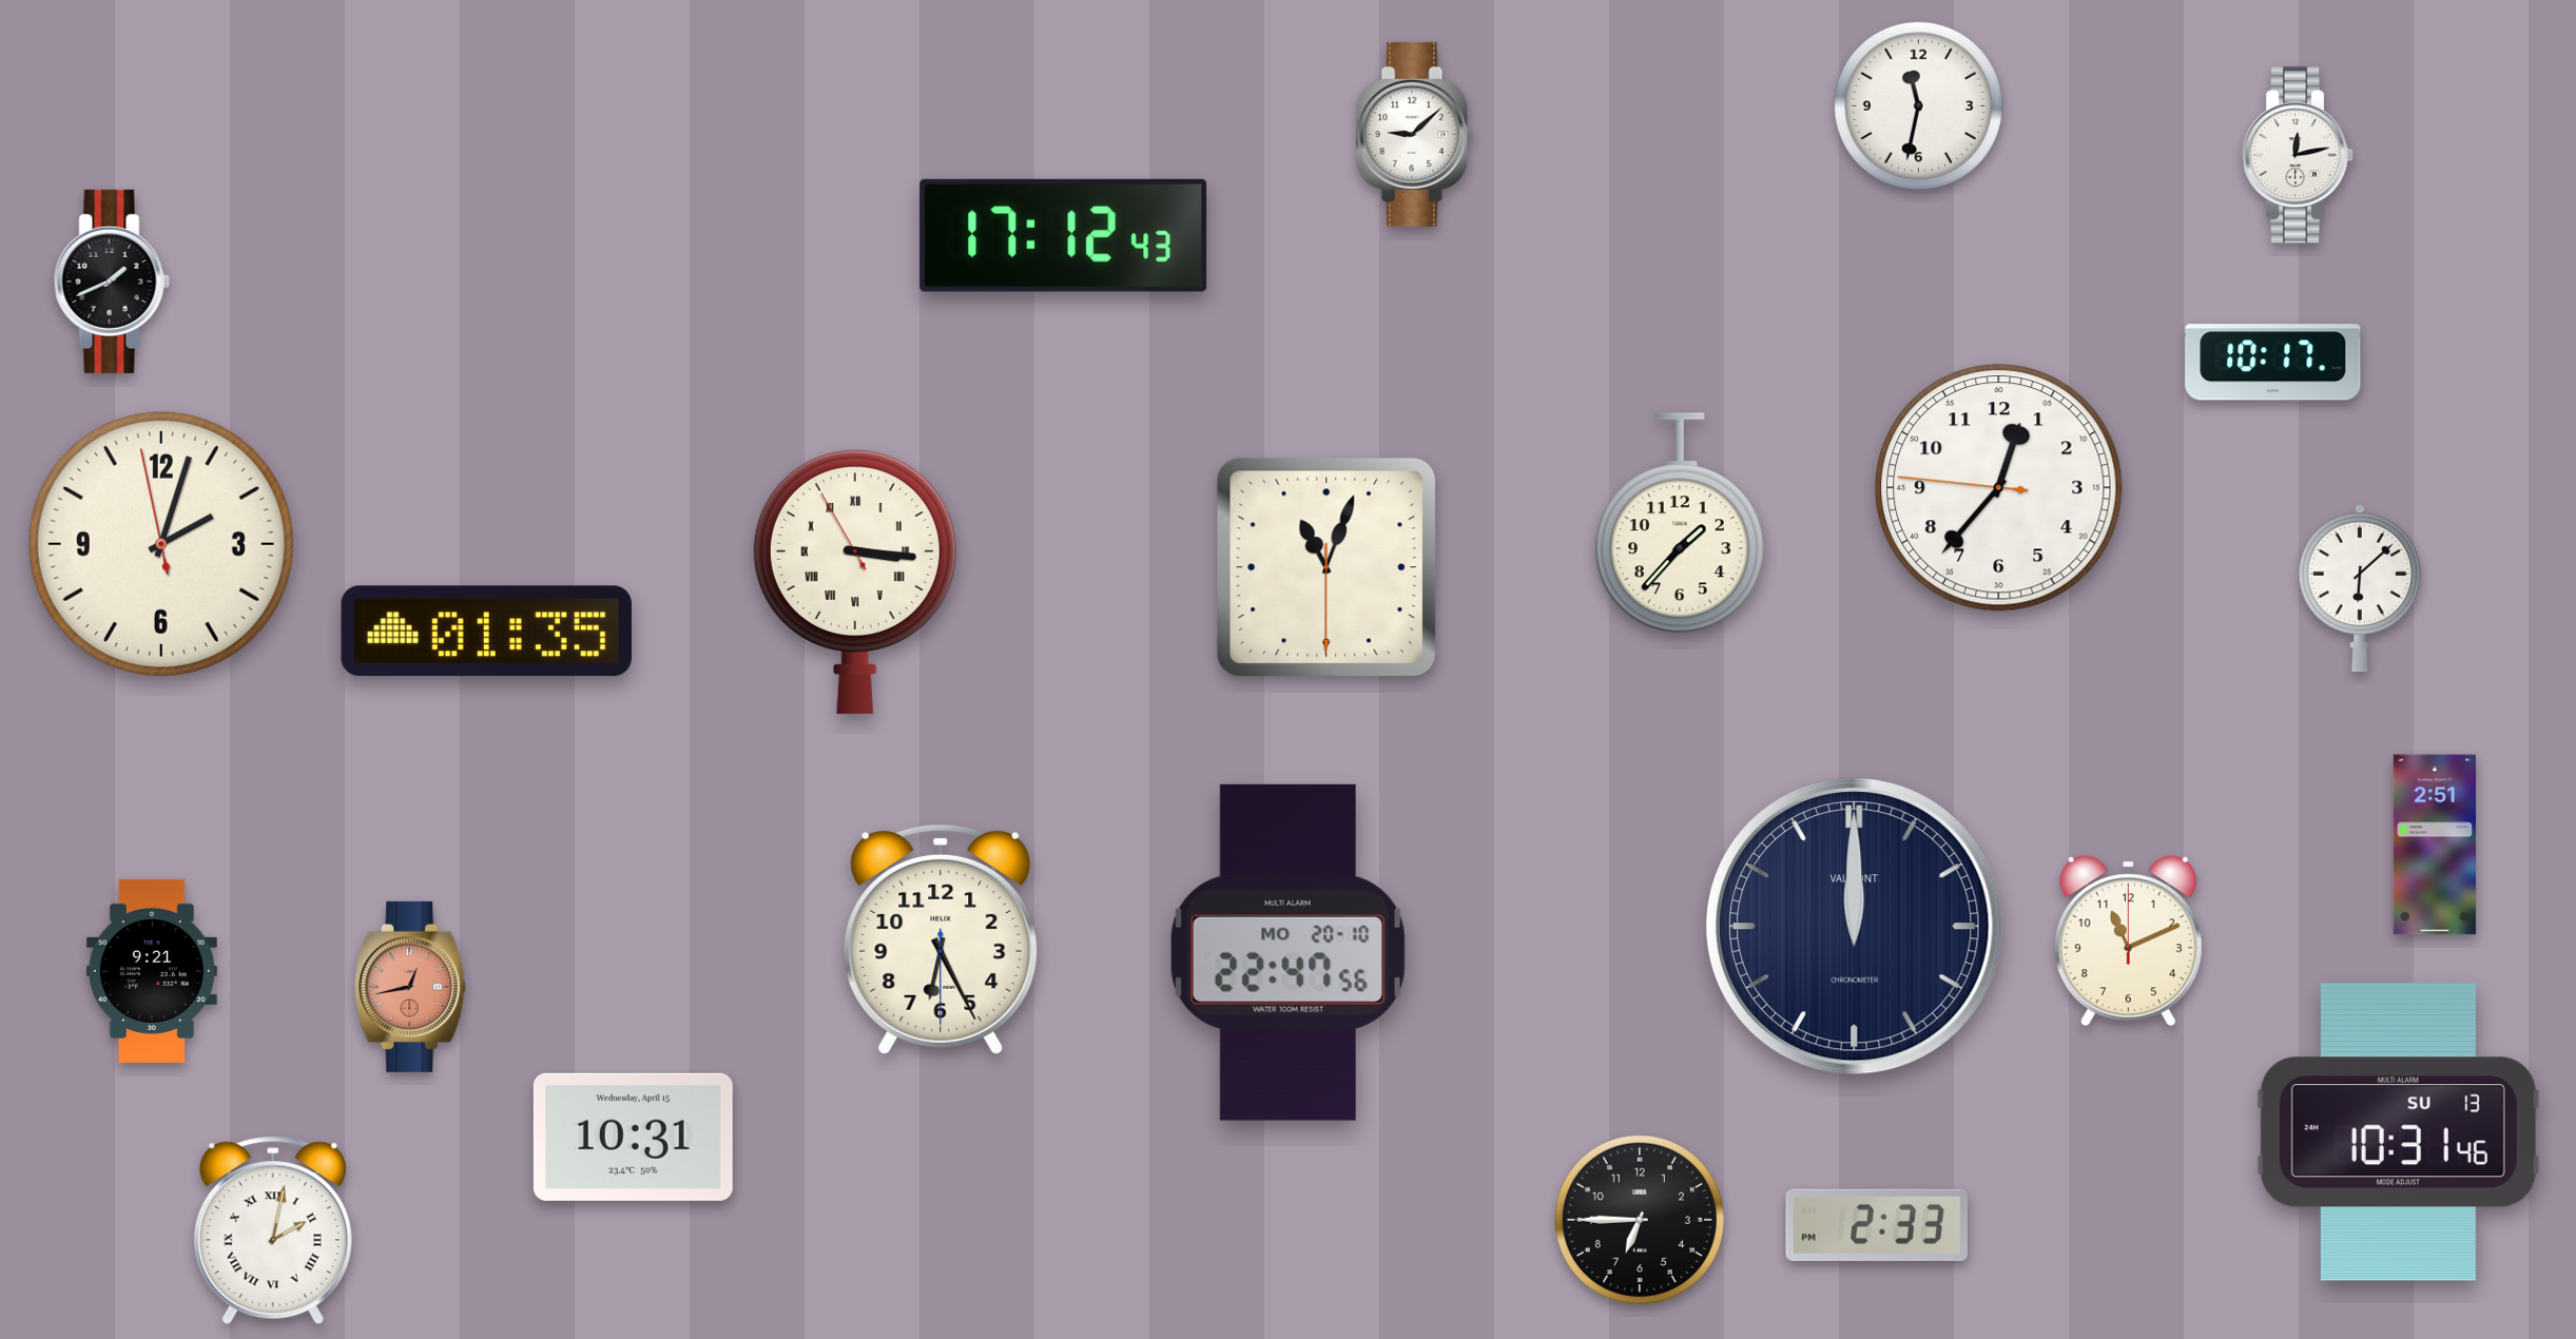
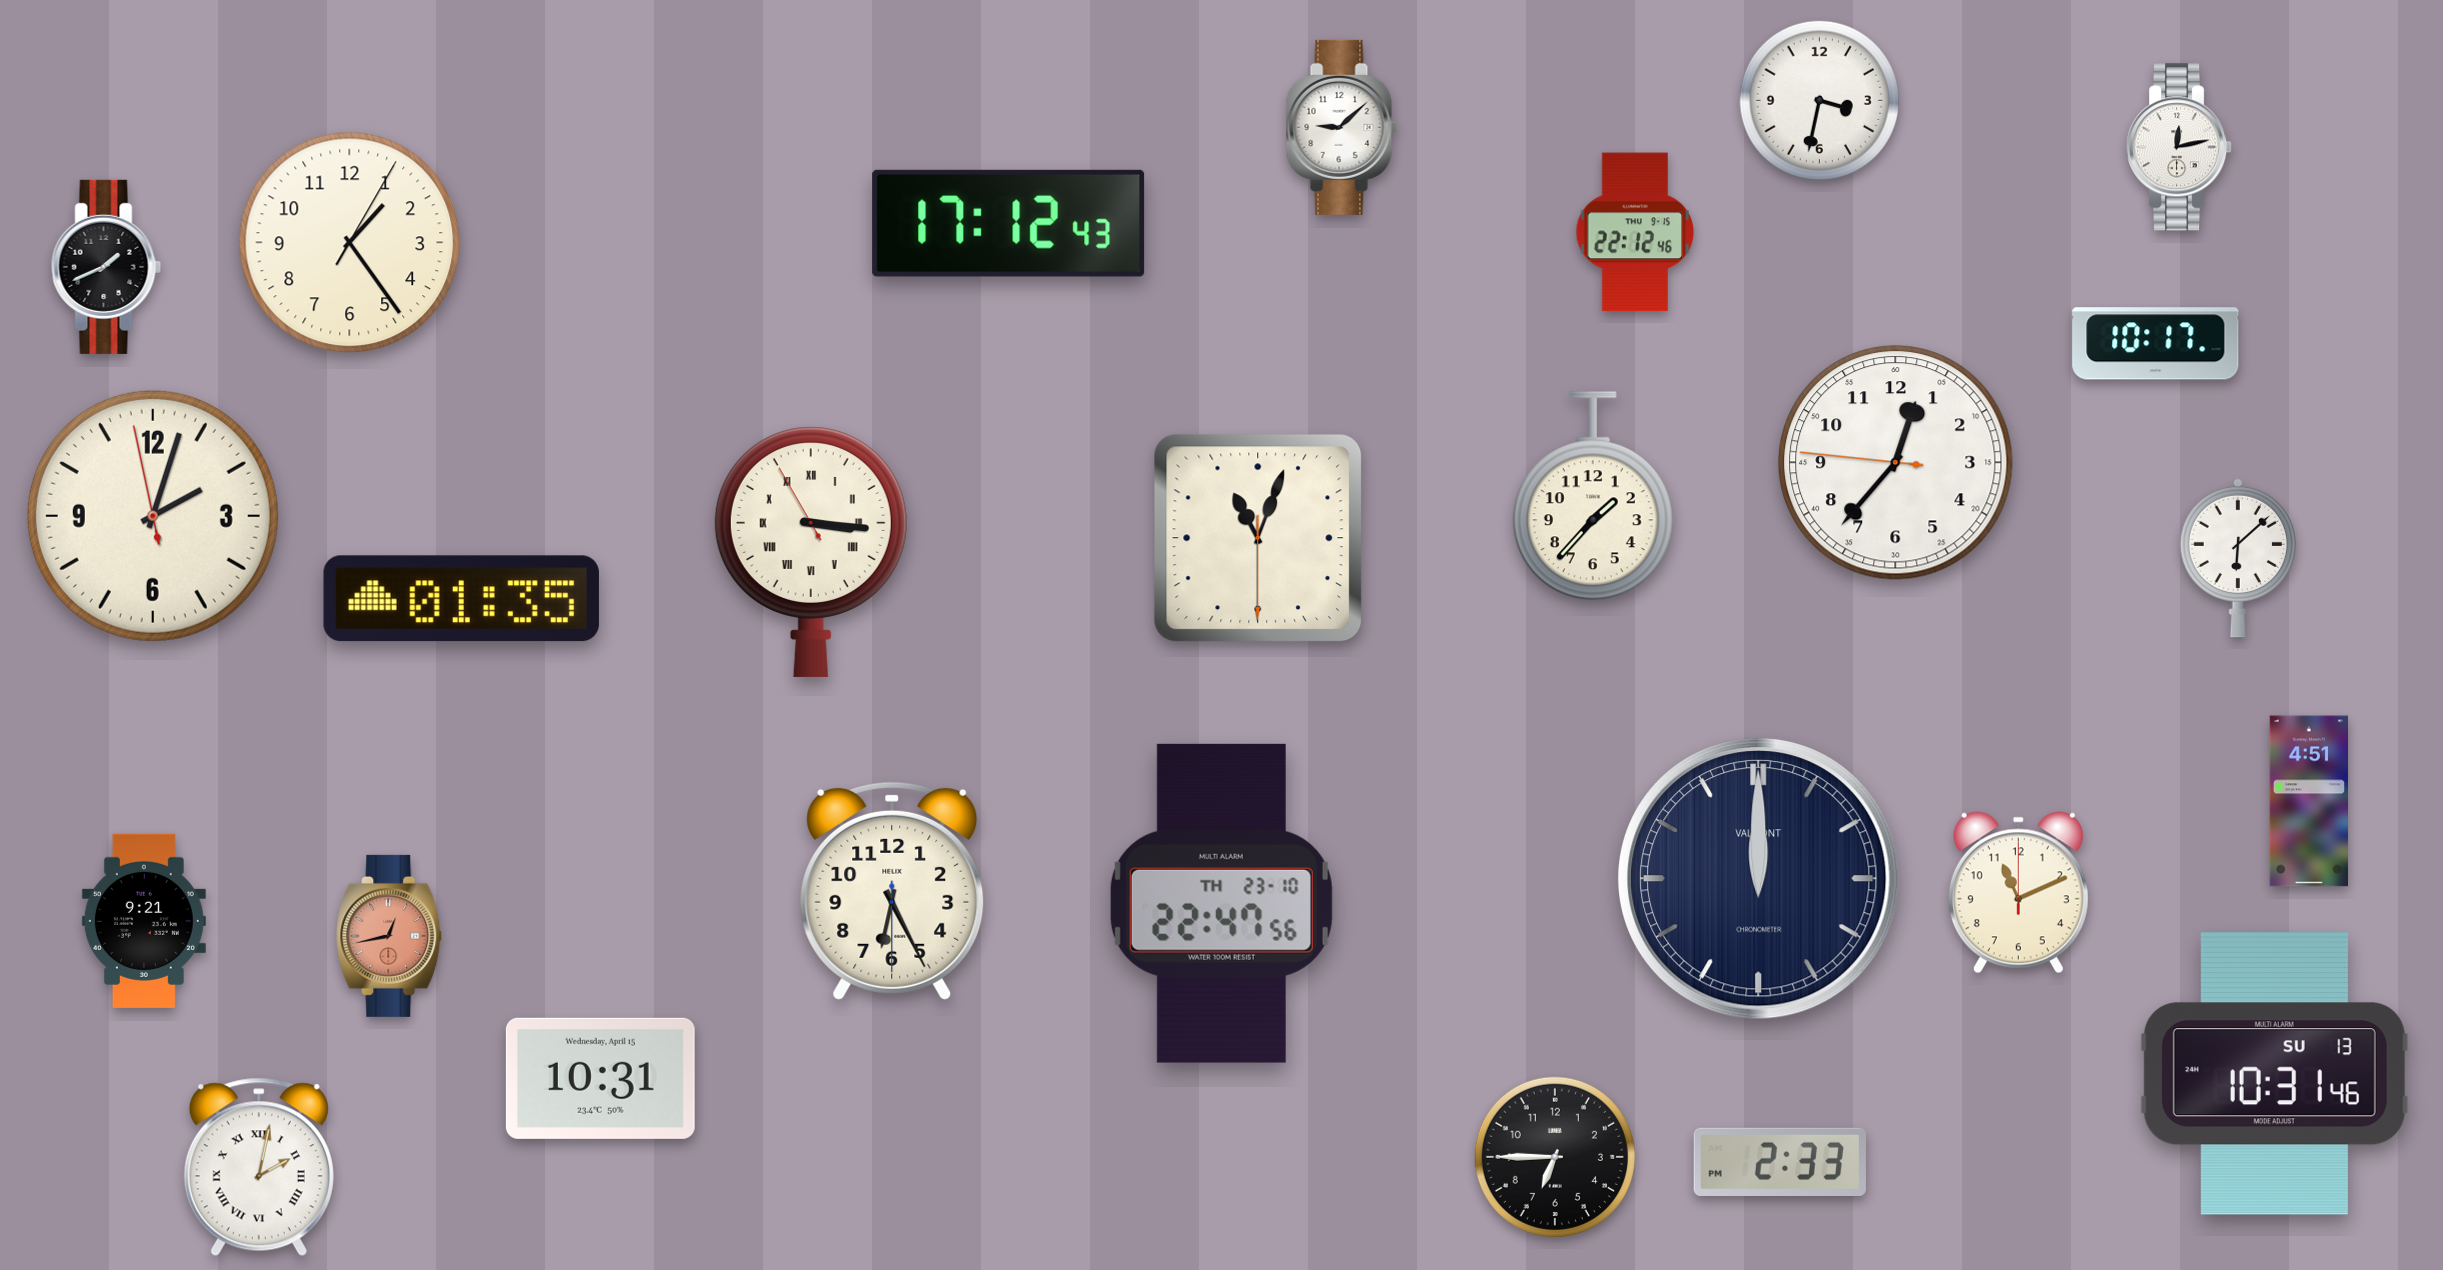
clock at (1918, 105): 11:32 -> 3:32
clock at (1635, 232): none -> 22:12
clock at (350, 243): none -> 1:24
clock at (2434, 845): 2:51 -> 4:51
clock at (1287, 952) date: MO 20-10 -> TH 23-10
